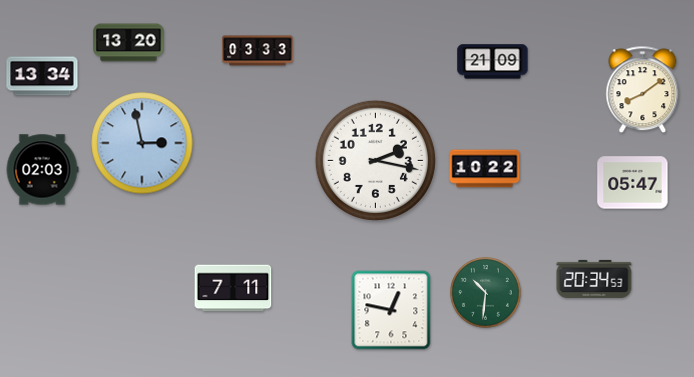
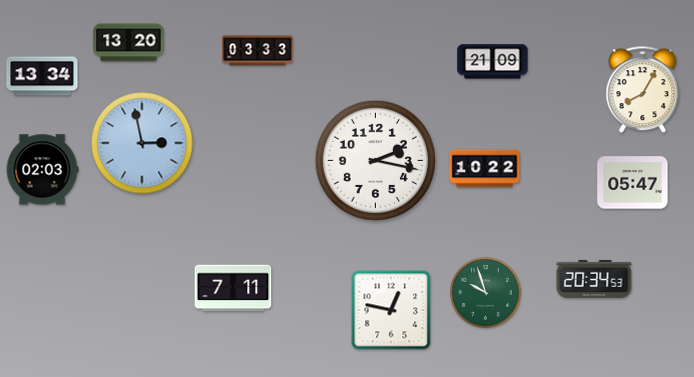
clock at (643, 90): 8:09 -> 8:05
clock at (486, 293): 10:31 -> 9:57
